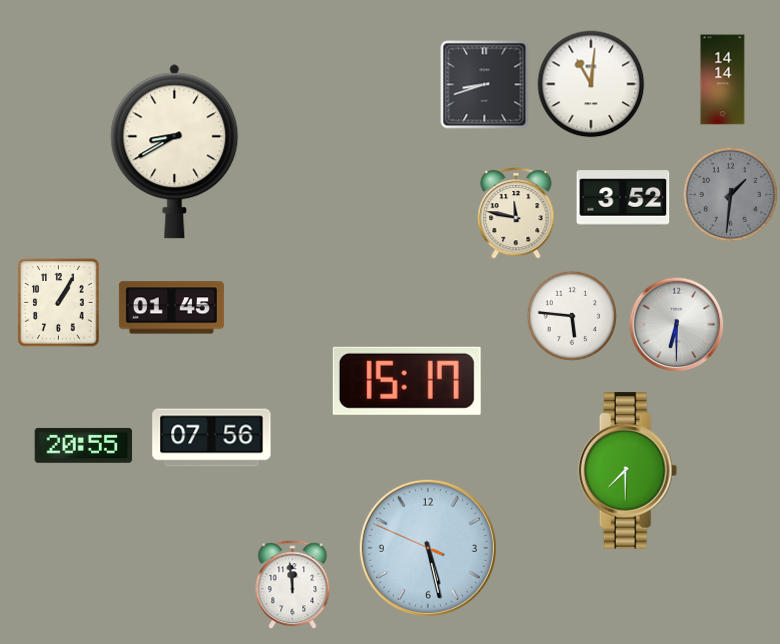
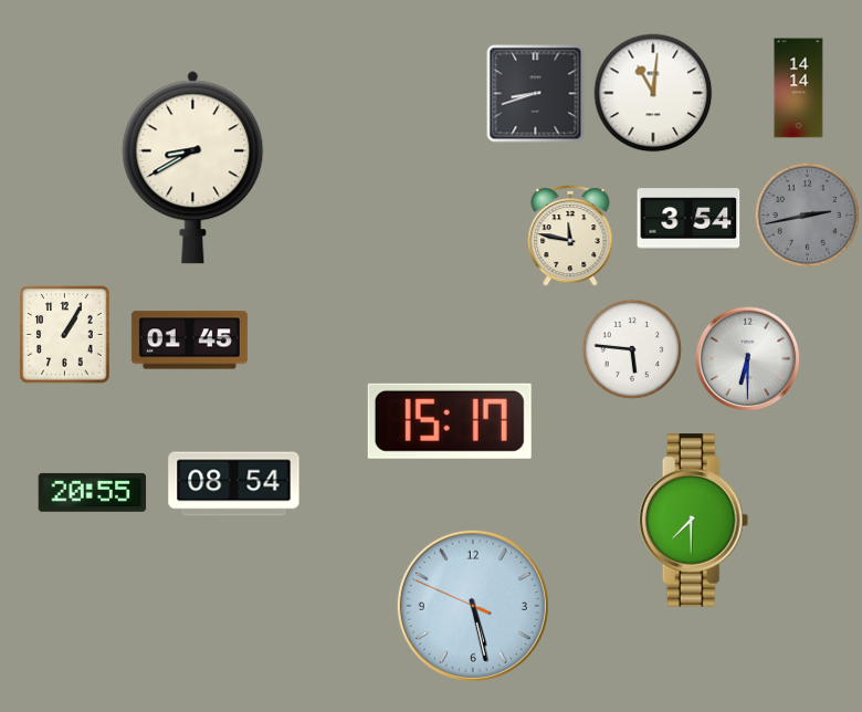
clock at (730, 194): 1:31 -> 2:43
clock at (623, 198): 3:52 -> 3:54
clock at (212, 438): 07:56 -> 08:54
clock at (293, 585): 11:59 -> none
